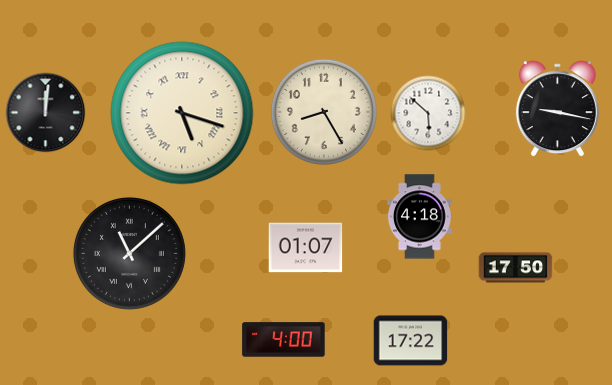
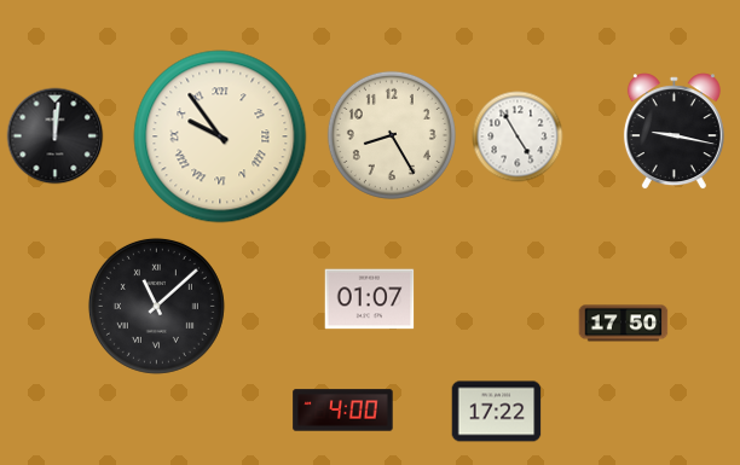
clock at (182, 113): 5:18 -> 9:54
clock at (428, 113): 5:52 -> 4:55
clock at (420, 217): 4:18 -> none
